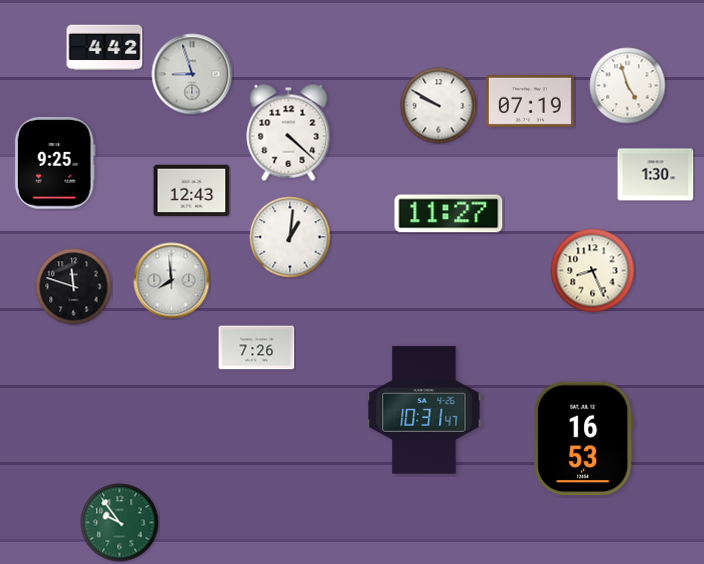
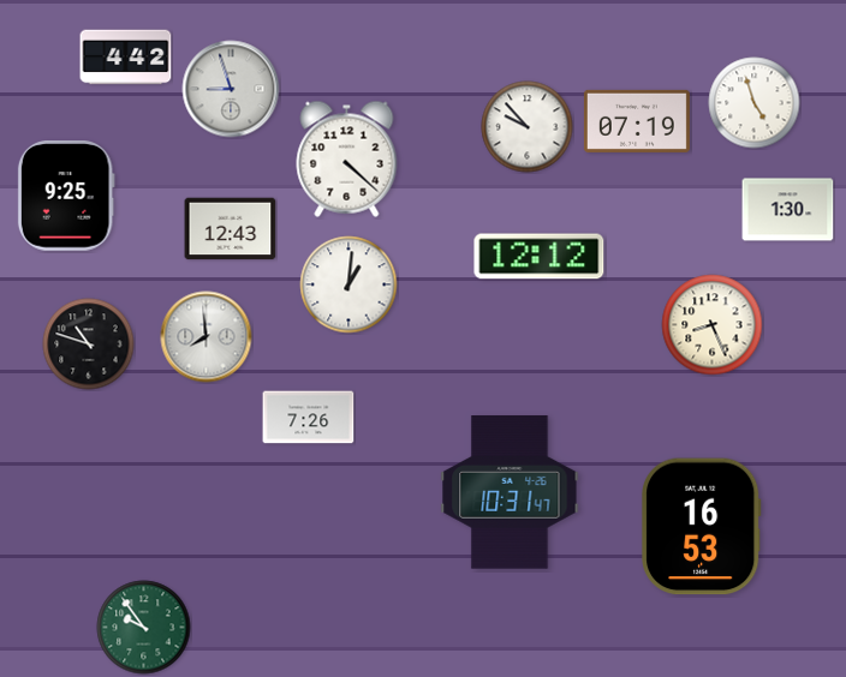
clock at (439, 106): 9:50 -> 9:53
clock at (449, 214): 11:27 -> 12:12
clock at (74, 287): 11:48 -> 10:48
